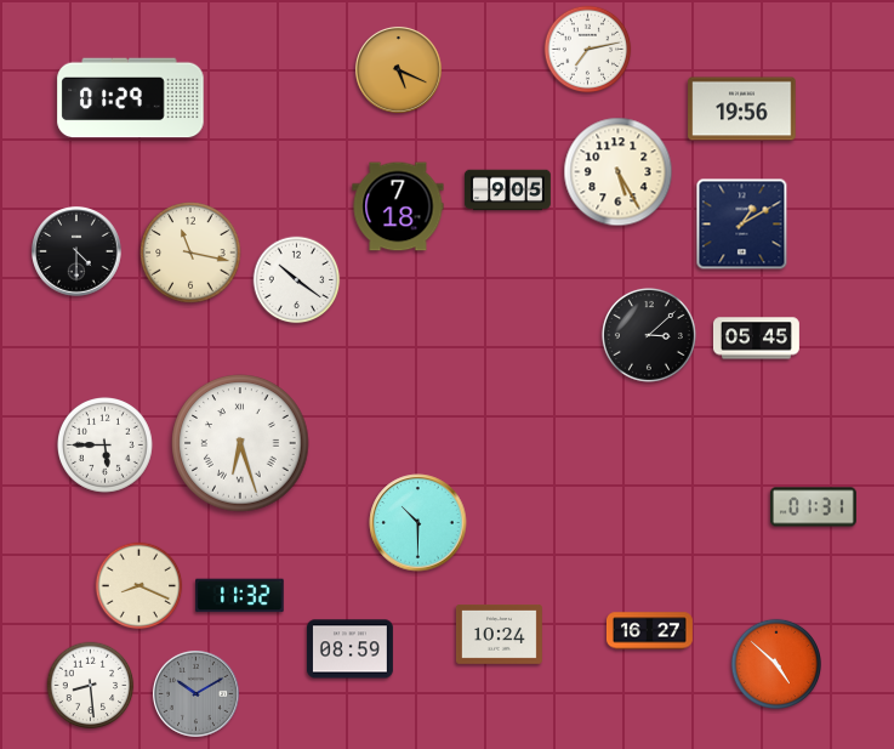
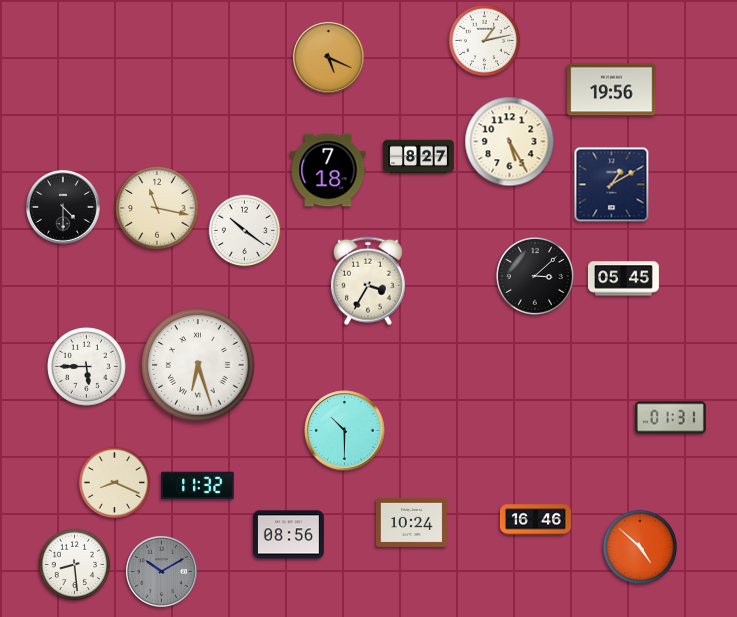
clock at (588, 50): 7:13 -> 1:13
clock at (131, 98): 01:29 -> none
clock at (507, 191): 9:05 -> 8:27
clock at (368, 281): none -> 3:35
clock at (240, 596) position: (240, 596) -> (198, 486)
clock at (649, 631): 16:27 -> 16:46
clock at (349, 649): 08:59 -> 08:56
